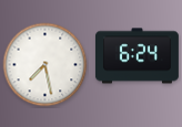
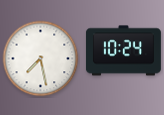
clock at (136, 56): 6:24 -> 10:24
